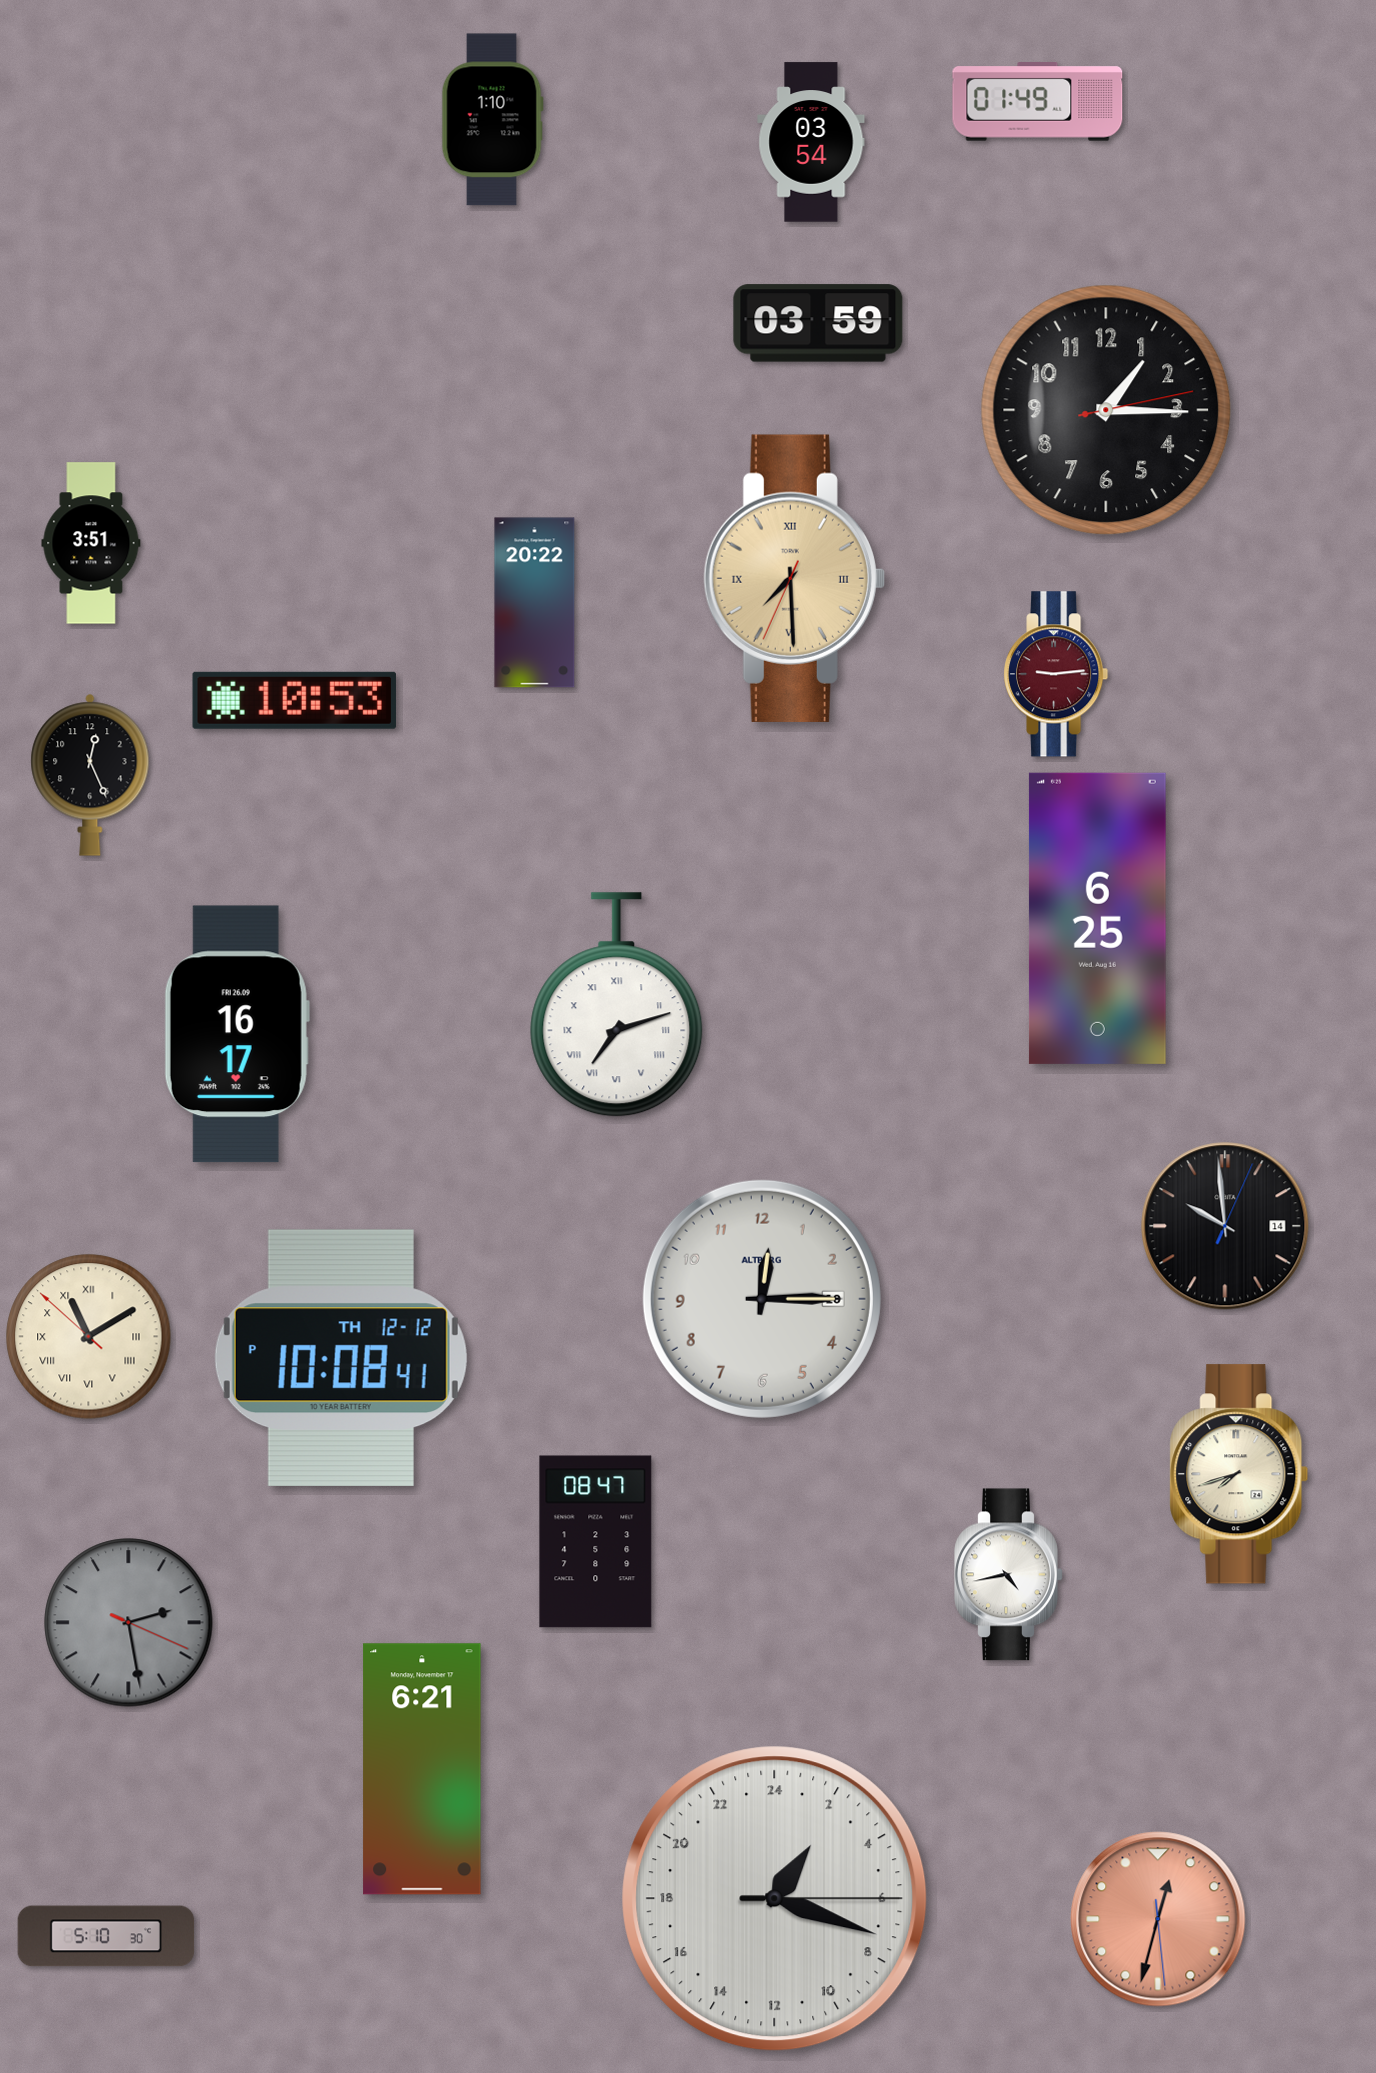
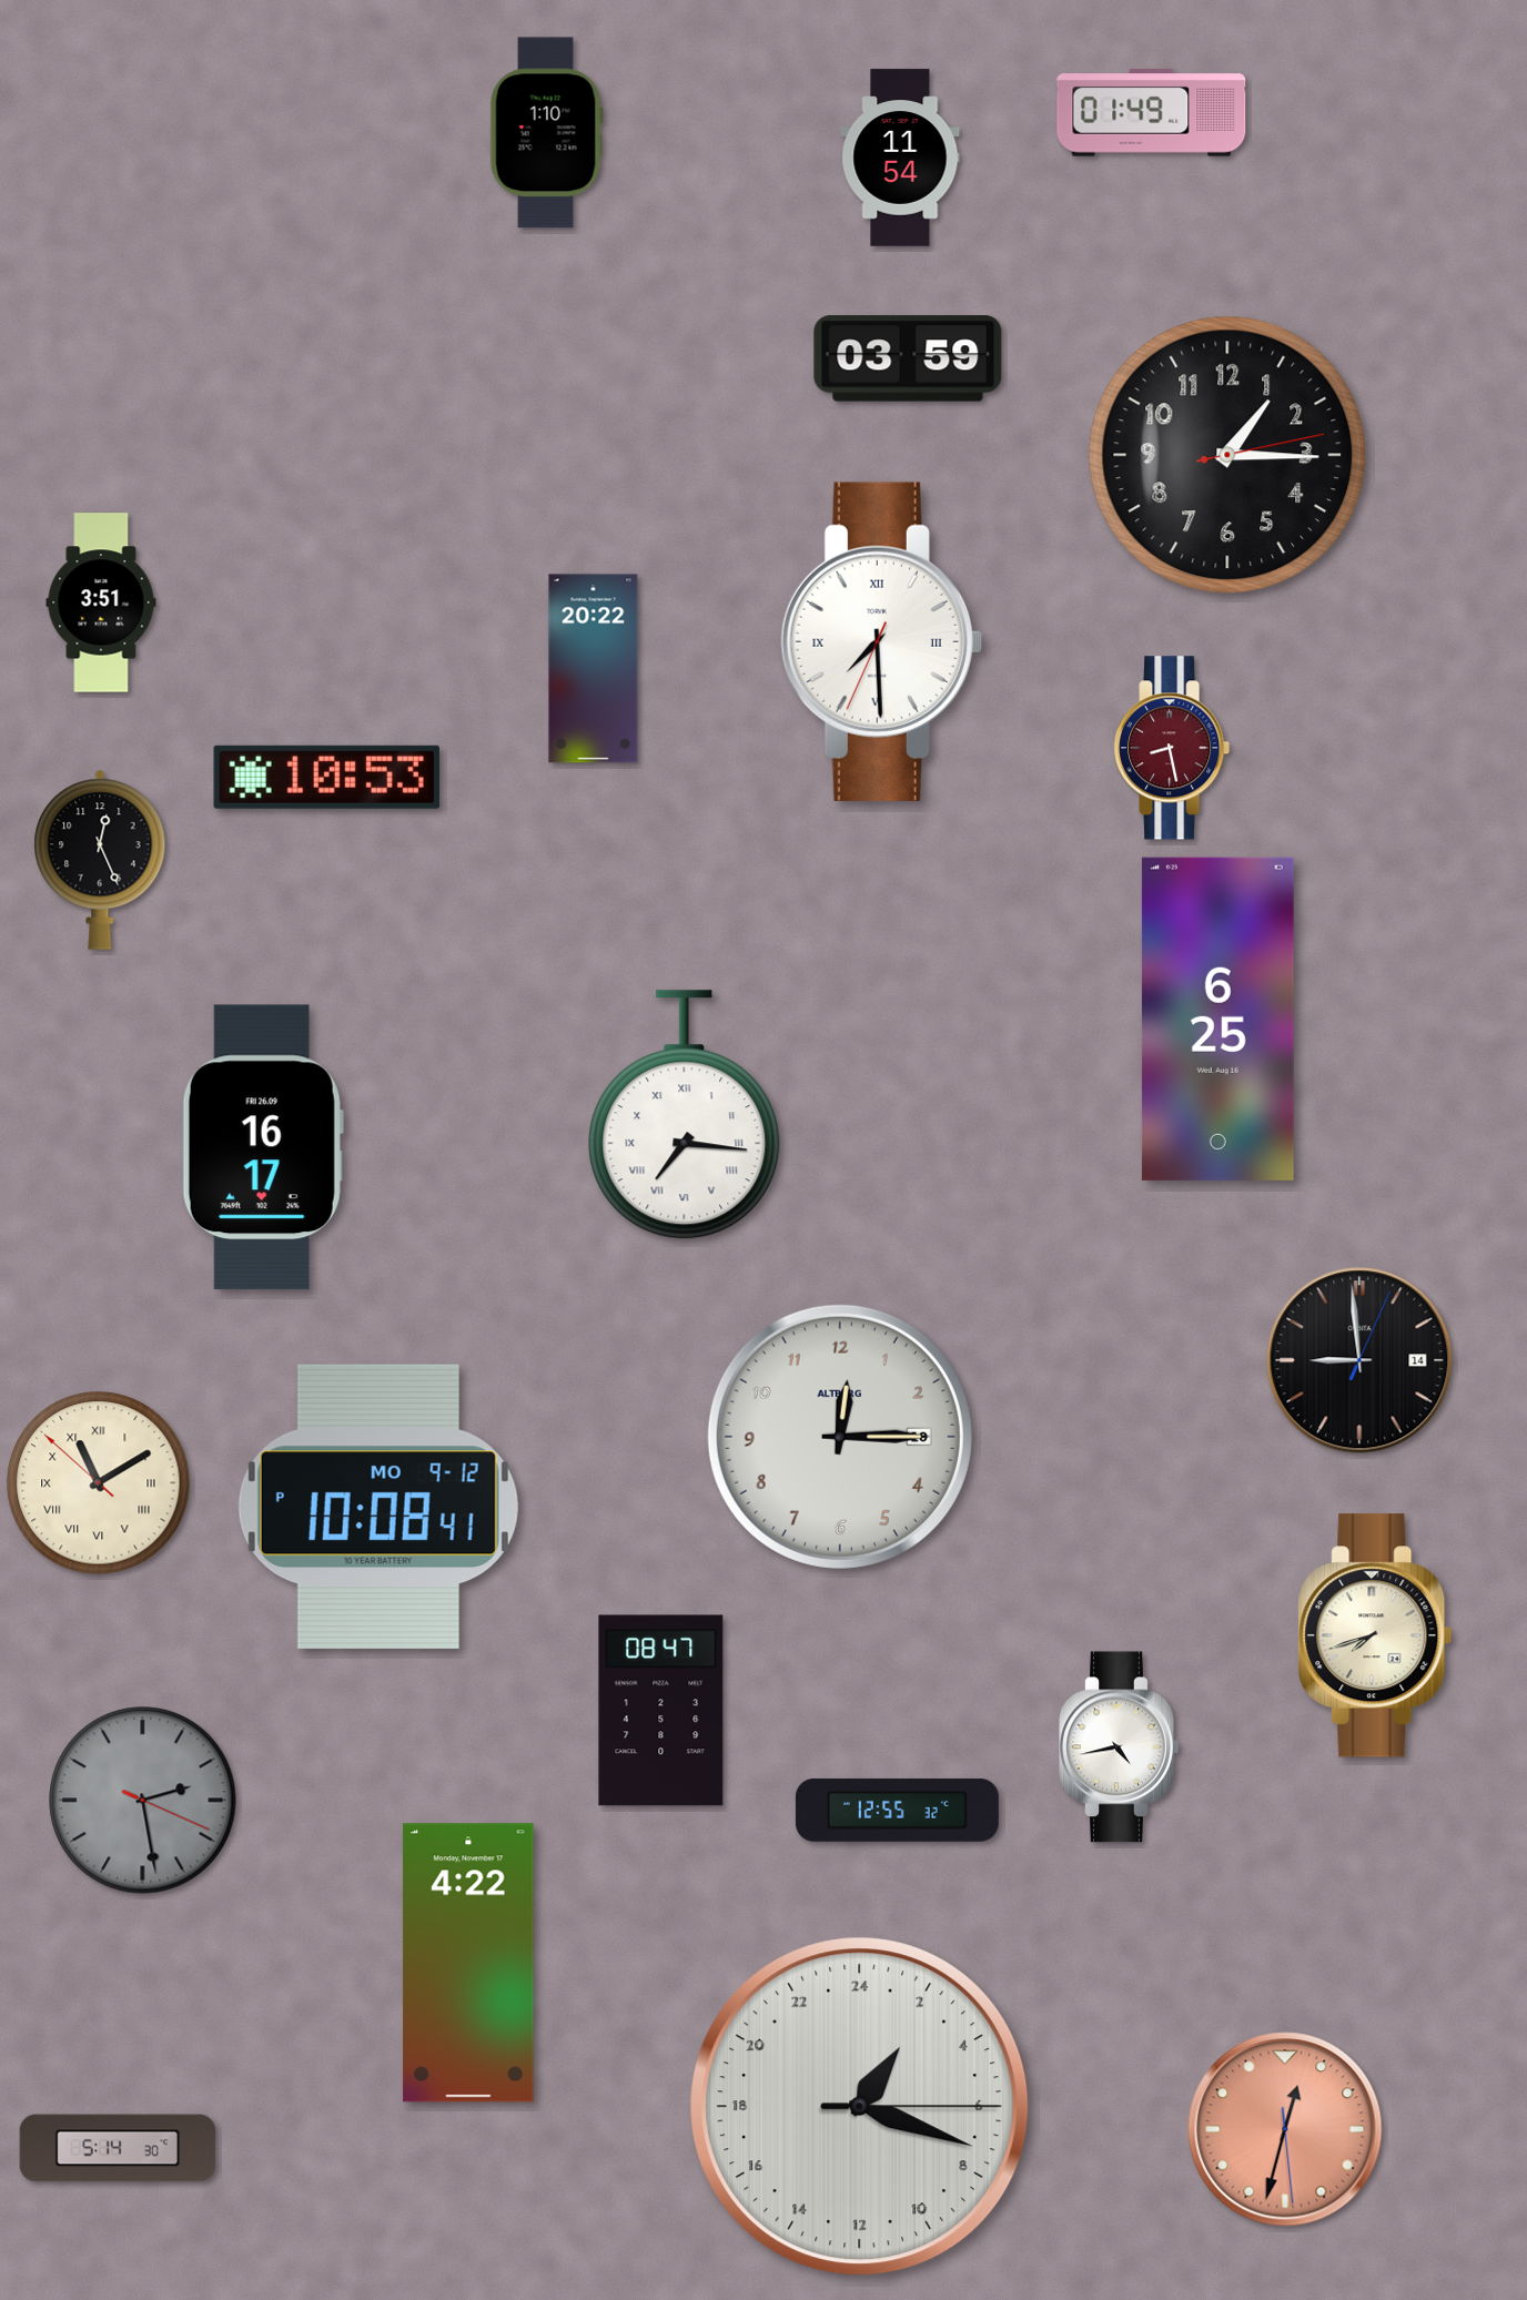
clock at (811, 142): 03:54 -> 11:54
clock at (794, 578) dial: champagne -> white
clock at (1056, 674): 9:14 -> 8:28
clock at (617, 1005): 7:12 -> 7:16
clock at (1225, 1226): 9:59 -> 8:59
clock at (762, 1299) position: (762, 1299) -> (840, 1437)
clock at (341, 1357) date: TH 12-12 -> MO 9-12
clock at (897, 1810): none -> 12:55
clock at (422, 1769): 6:21 -> 4:22
clock at (106, 1936): 5:10 -> 5:14
